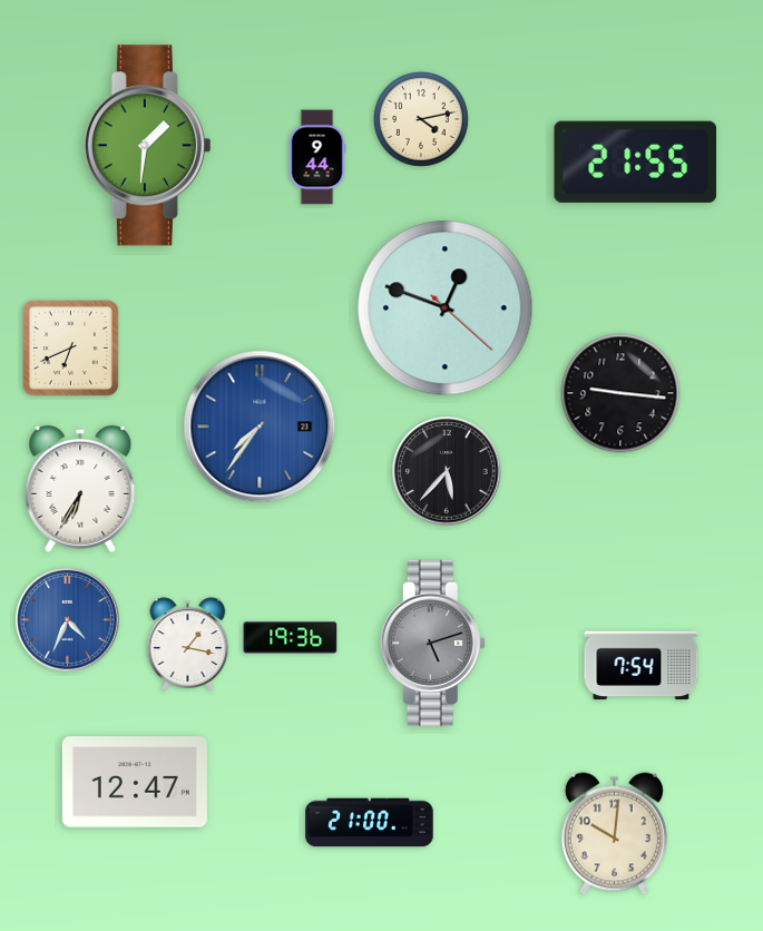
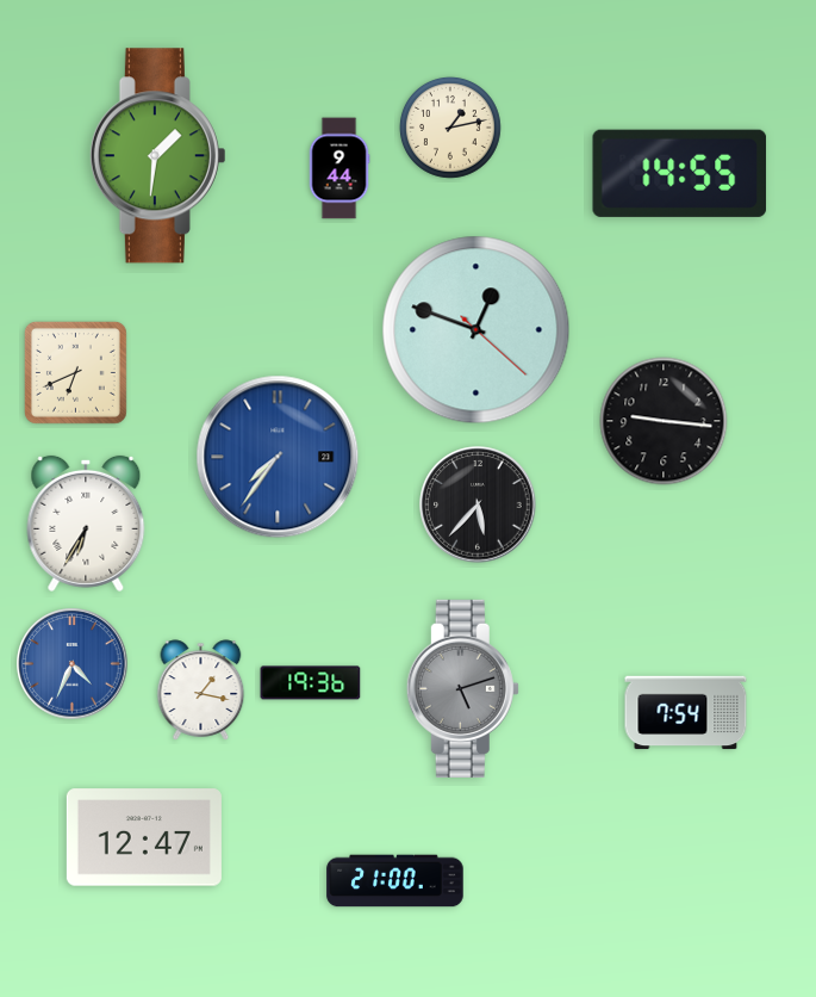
clock at (421, 119): 4:13 -> 1:13
clock at (636, 161): 21:55 -> 14:55
clock at (614, 834): 10:01 -> none
